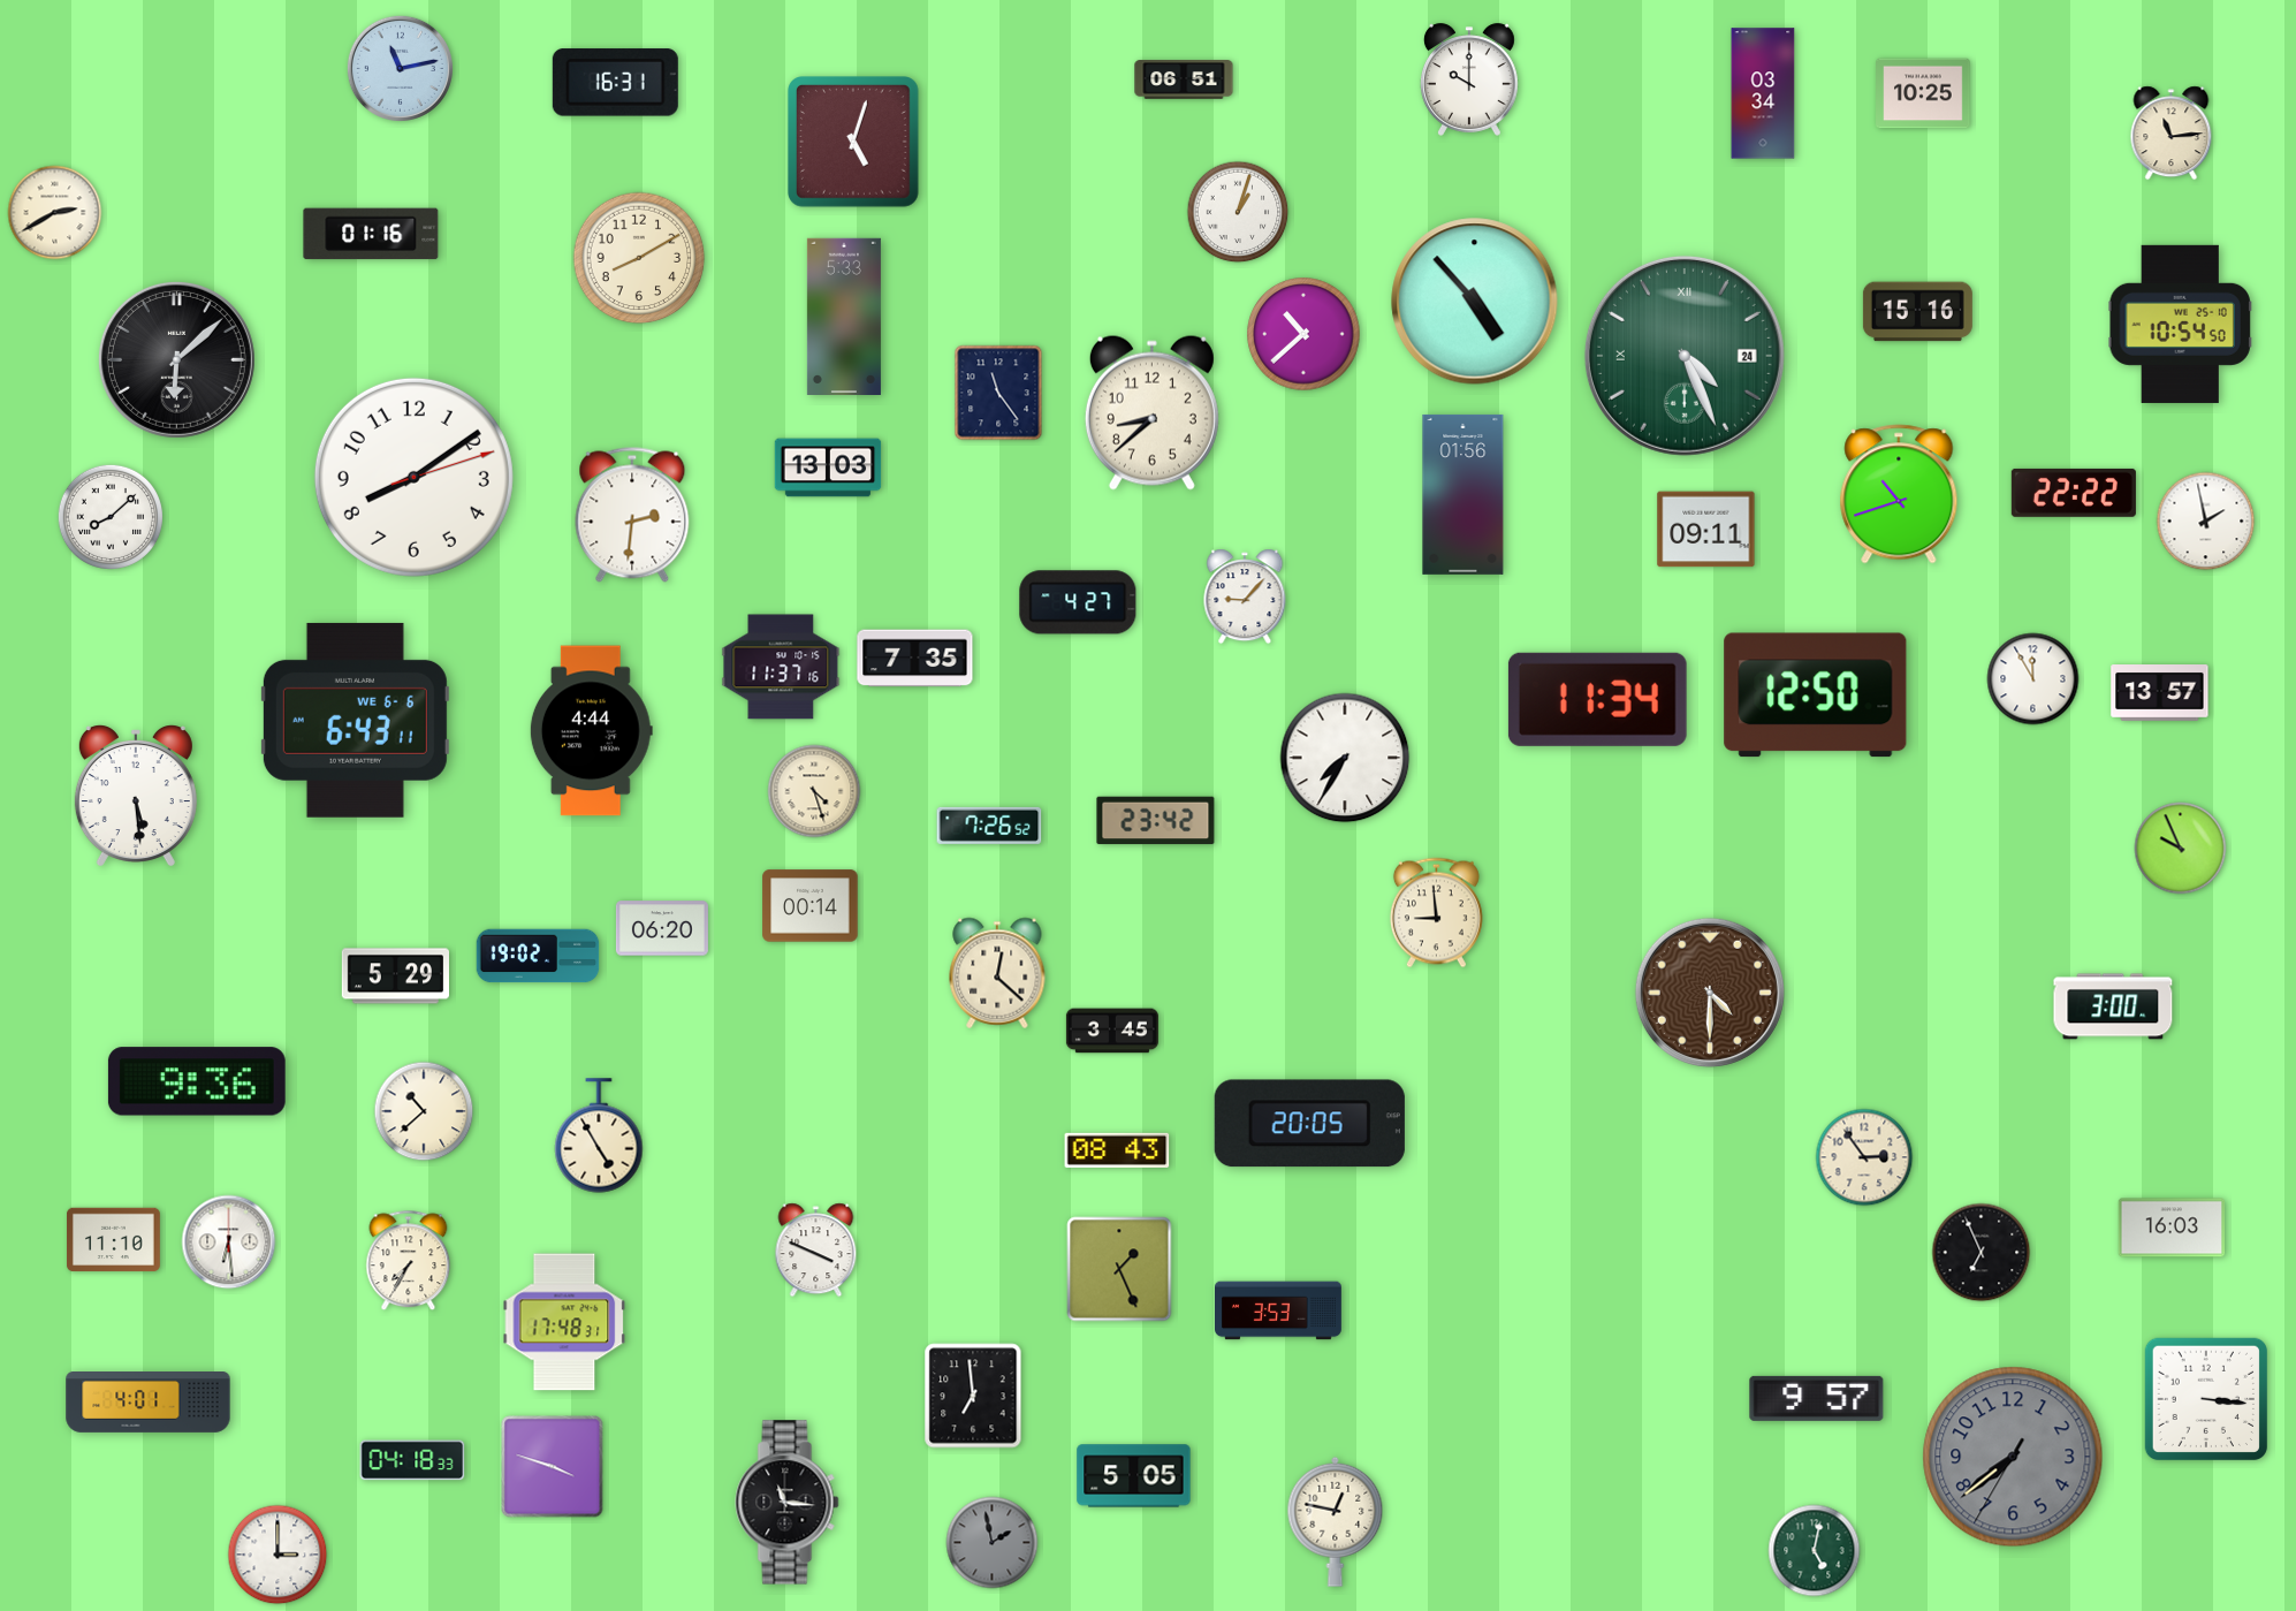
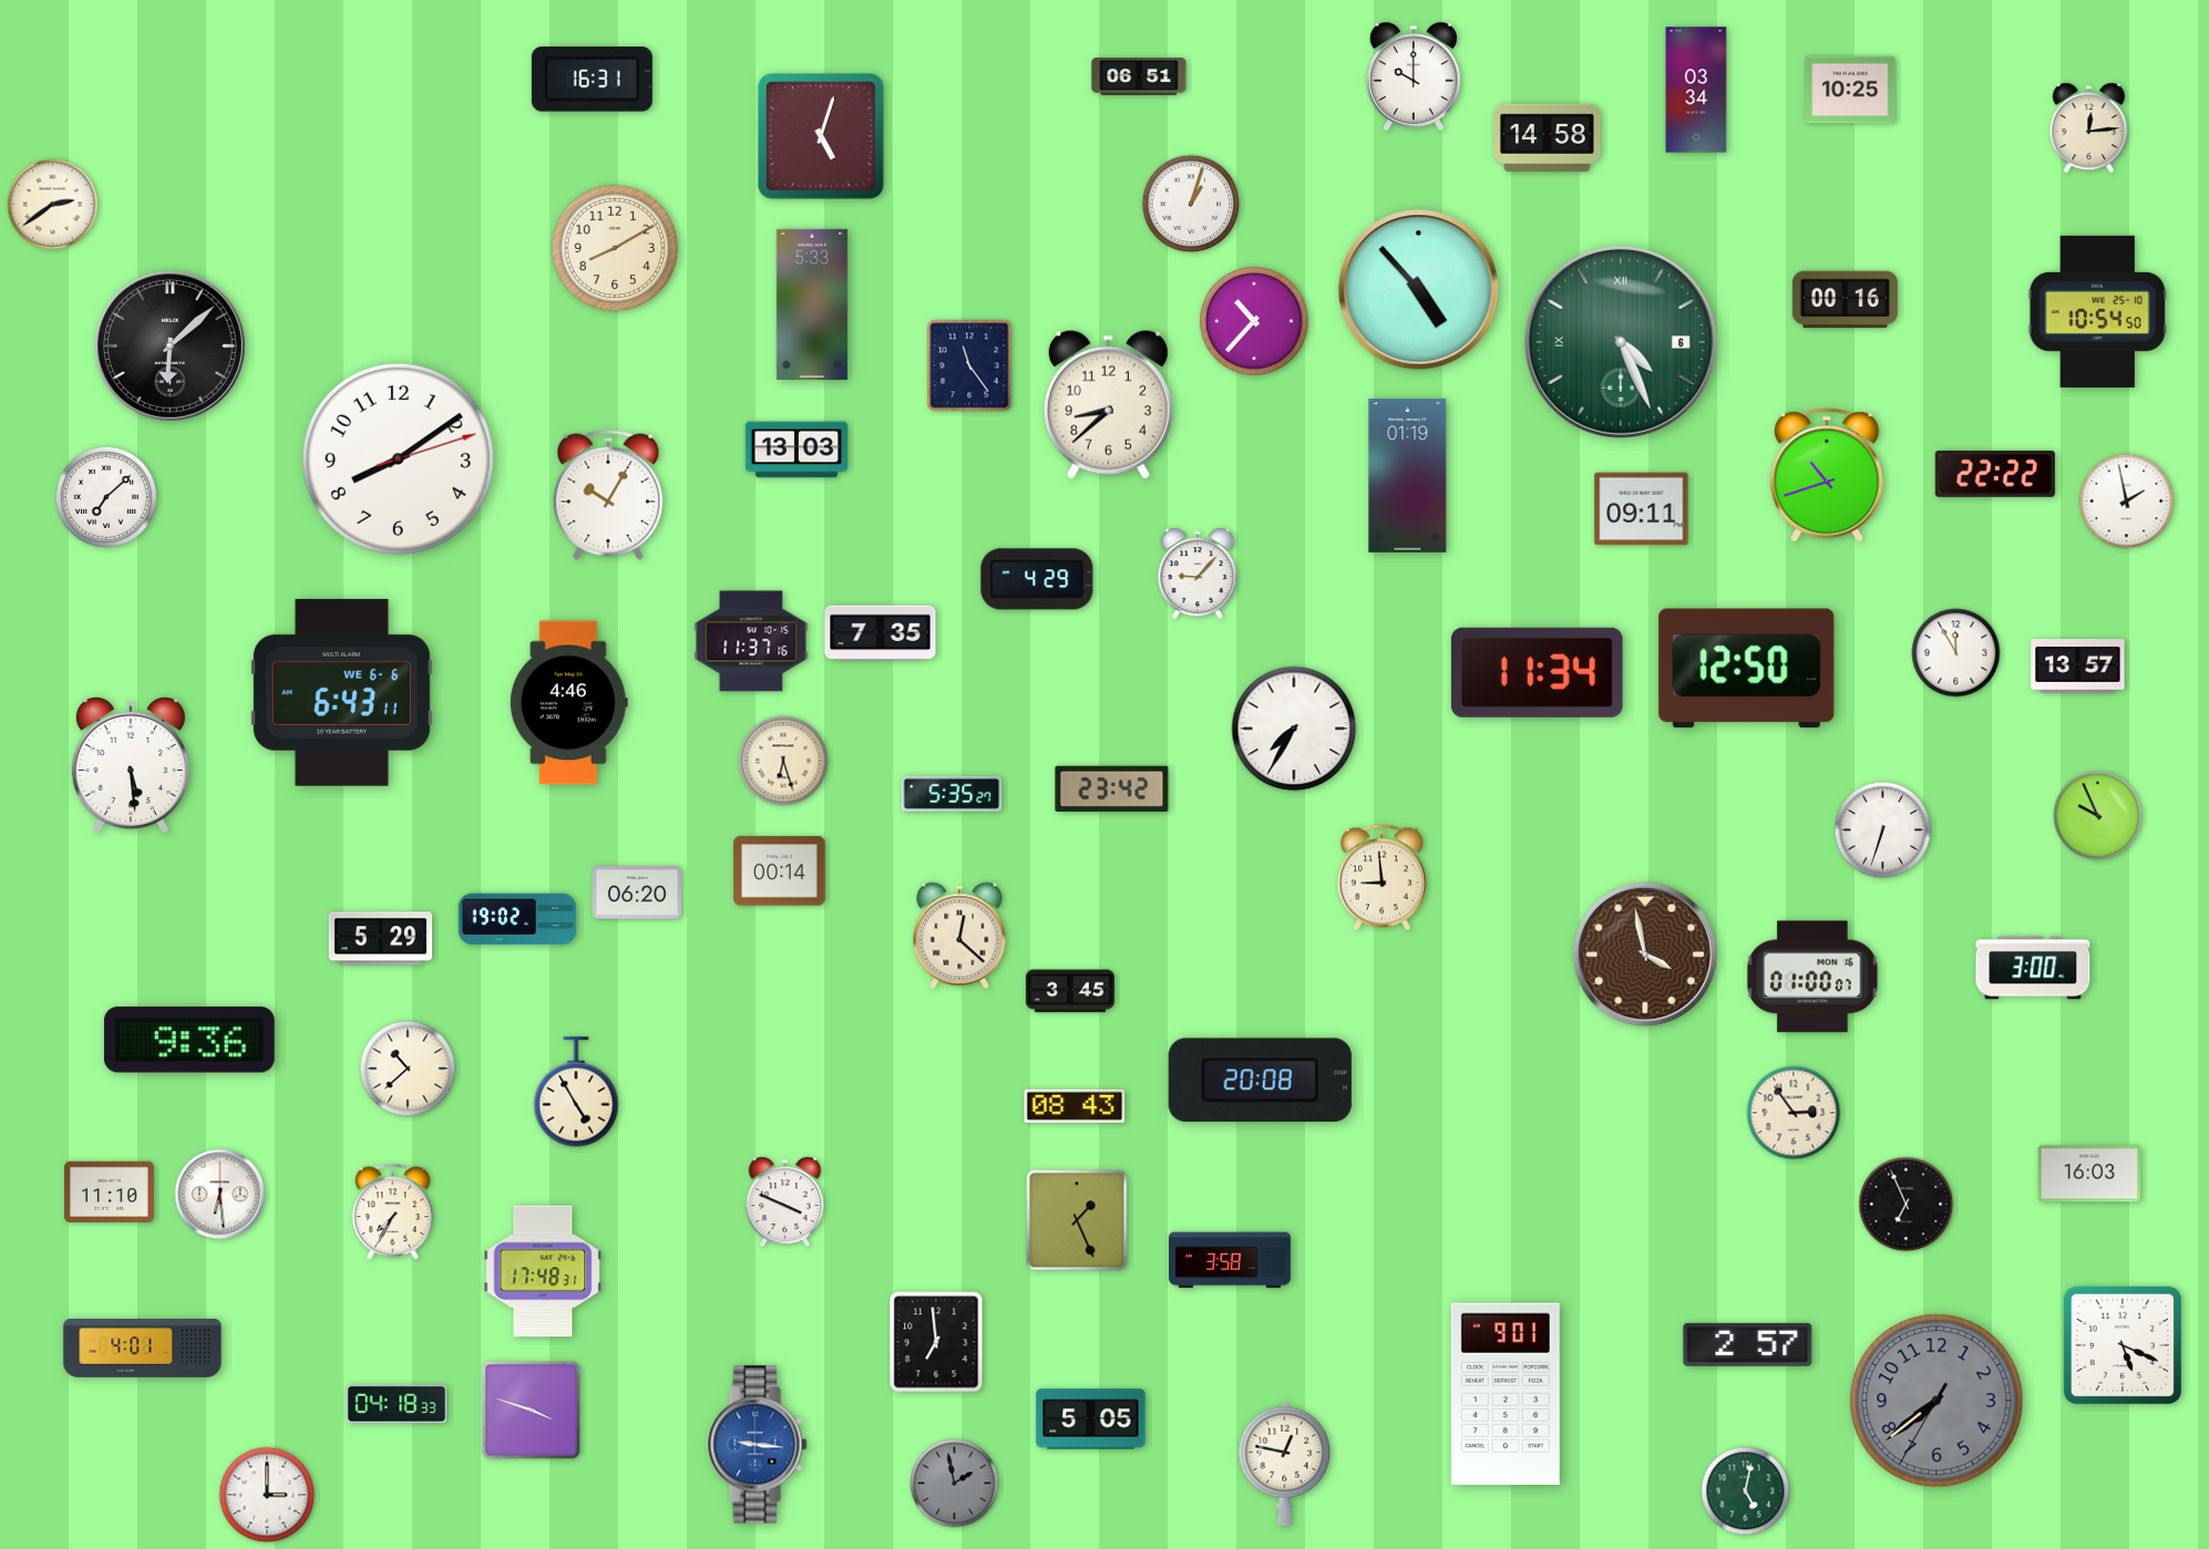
clock at (400, 68): 11:13 -> none
clock at (2172, 134): 11:14 -> 12:14
clock at (1548, 137): none -> 14:58
clock at (55, 213): 2:40 -> 2:39
clock at (371, 234): 01:16 -> none
clock at (1917, 312): 15:16 -> 00:16
clock at (1303, 334): 10:38 -> 10:37
clock at (1685, 356) date: 24 -> 6
clock at (998, 393) position: (998, 393) -> (969, 365)
clock at (1151, 412) position: (1151, 412) -> (1108, 404)
clock at (1463, 494): 01:56 -> 01:19
clock at (632, 515): 2:31 -> 10:05
clock at (111, 517): 8:08 -> 7:08
clock at (2206, 522) position: (2206, 522) -> (2127, 502)
clock at (1078, 602): 4:27 -> 4:29
clock at (591, 731): 4:44 -> 4:46
clock at (814, 791): 4:27 -> 6:27
clock at (989, 826): 7:26 -> 5:35
clock at (1883, 830): none -> 6:33
clock at (1710, 993): 4:30 -> 3:58
clock at (1812, 977): none -> 01:00
clock at (1309, 1124): 20:05 -> 20:08
clock at (2172, 1228) position: (2172, 1228) -> (2089, 1174)
clock at (1279, 1310): 3:53 -> 3:58
clock at (1817, 1398): 9:57 -> 2:57
clock at (2205, 1398): 3:16 -> 5:19
clock at (1506, 1393): none -> 9:01
clock at (788, 1503): 11:16 -> 9:16
clock at (788, 1503) dial: black -> blue
